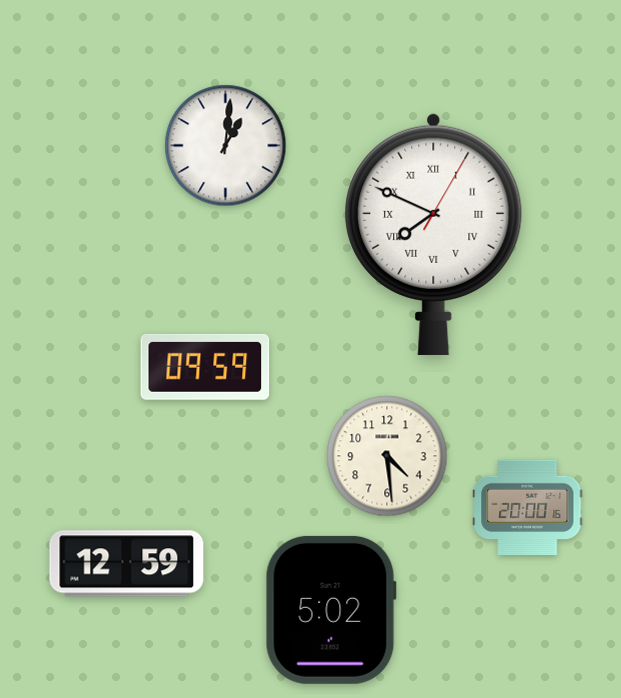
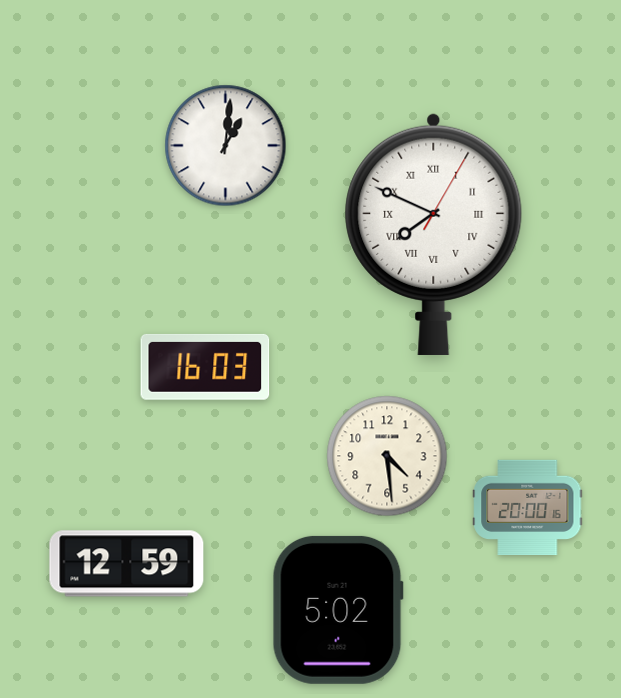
clock at (205, 367): 09:59 -> 16:03
clock at (331, 610) position: (331, 610) -> (338, 610)
